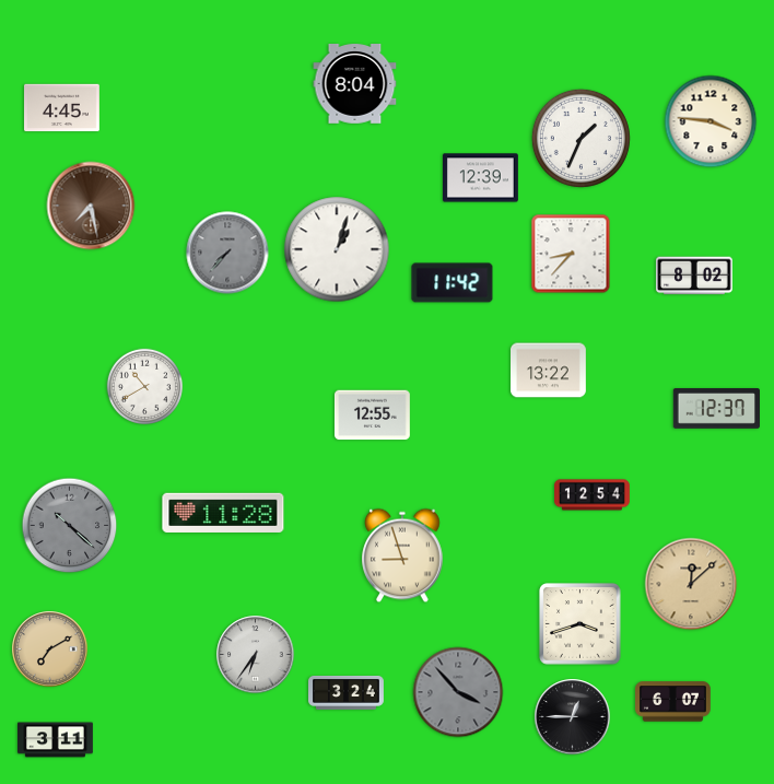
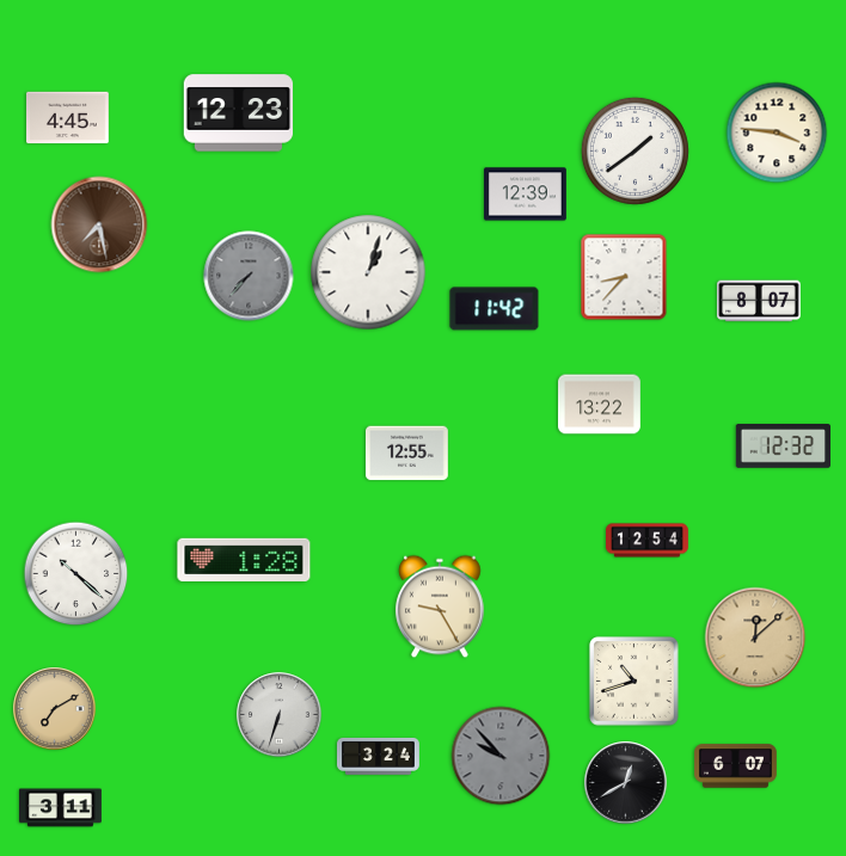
clock at (355, 84): 8:04 -> none
clock at (239, 113): none -> 12:23
clock at (580, 138): 1:34 -> 1:39
clock at (694, 276): 8:02 -> 8:07
clock at (144, 386): 10:40 -> none
clock at (716, 409): 12:37 -> 12:32
clock at (223, 512): 11:28 -> 1:28
clock at (70, 526) dial: grey -> white
clock at (402, 555): 8:57 -> 9:25
clock at (580, 624): 3:42 -> 10:42
clock at (256, 655): 6:36 -> 6:33
clock at (458, 692): 3:53 -> 9:53
clock at (573, 717): 12:45 -> 12:40
